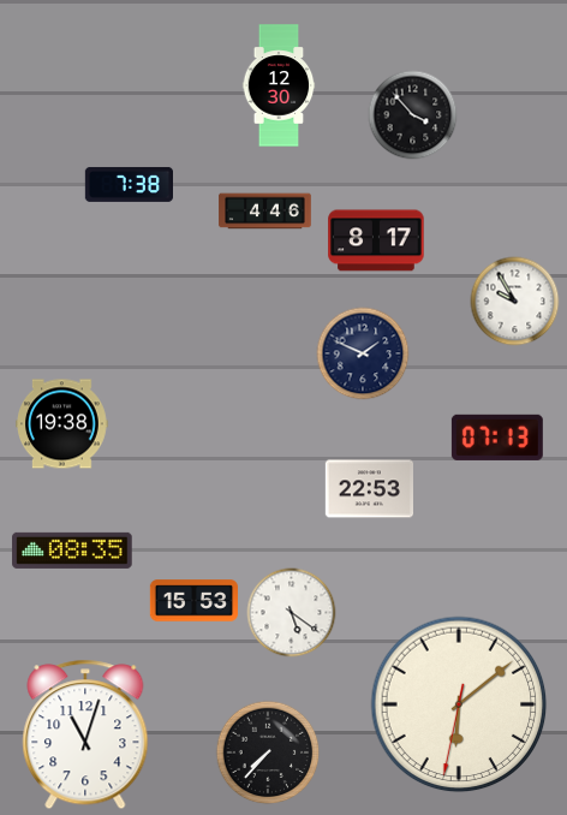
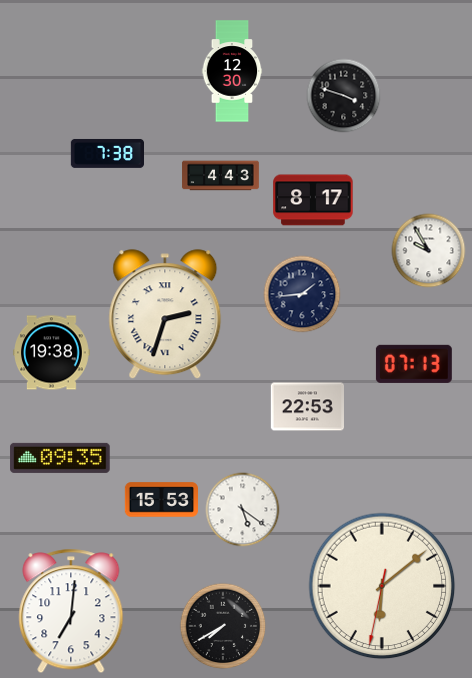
clock at (413, 115): 3:53 -> 3:48
clock at (265, 212): 4:46 -> 4:43
clock at (363, 353): 1:49 -> 1:44
clock at (165, 315): none -> 2:33
clock at (72, 551): 08:35 -> 09:35
clock at (85, 734): 11:03 -> 7:01
clock at (268, 752): 7:37 -> 7:40
